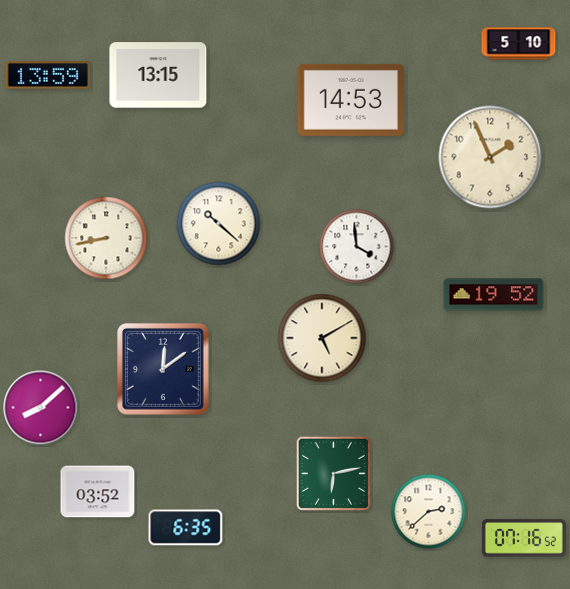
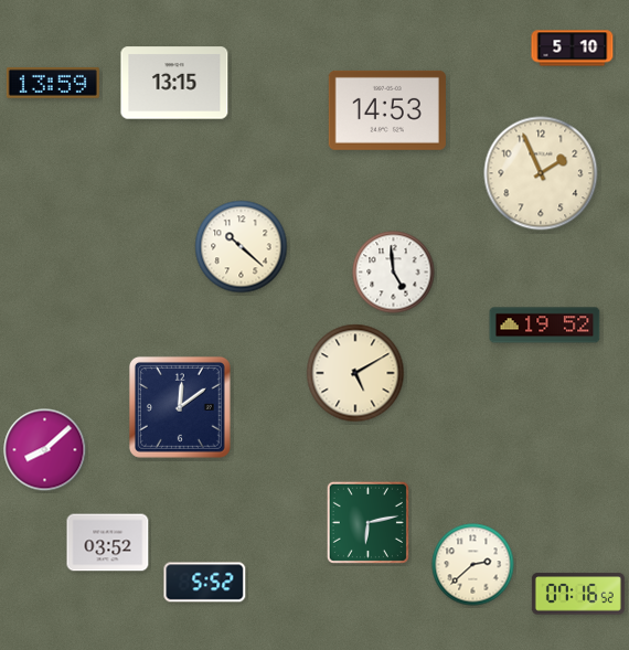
clock at (106, 238): 8:43 -> none
clock at (357, 247): 3:59 -> 4:59
clock at (186, 528): 6:35 -> 5:52
